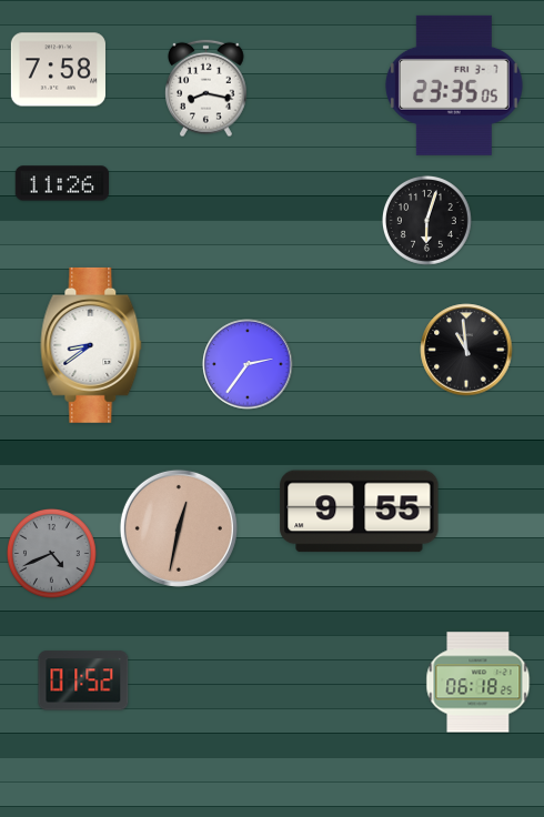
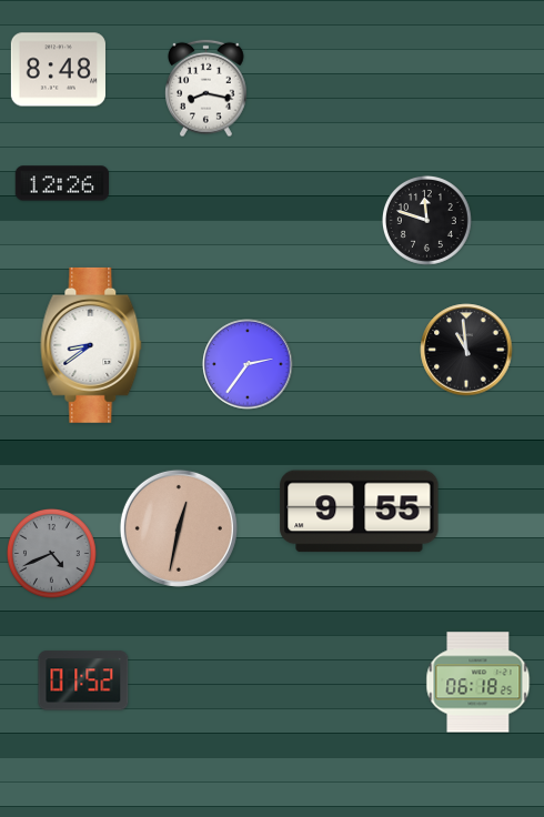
clock at (58, 70): 7:58 -> 8:48
clock at (454, 85): 23:35 -> none
clock at (62, 183): 11:26 -> 12:26
clock at (426, 220): 6:03 -> 11:48
